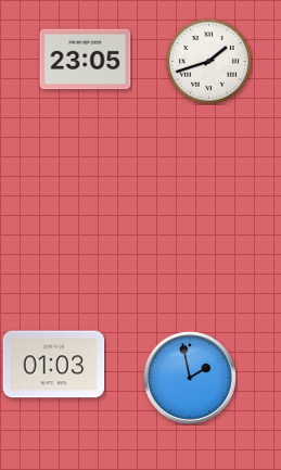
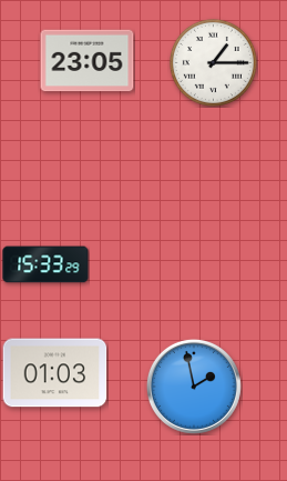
clock at (208, 61): 1:42 -> 1:15
clock at (45, 264): none -> 15:33
